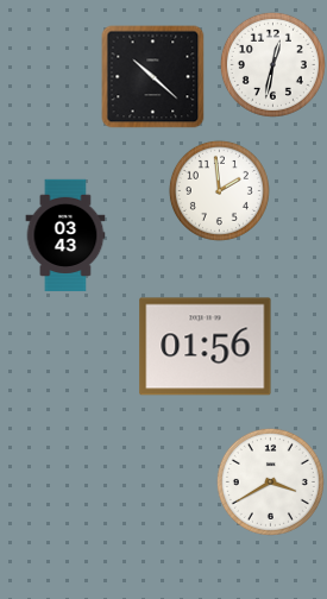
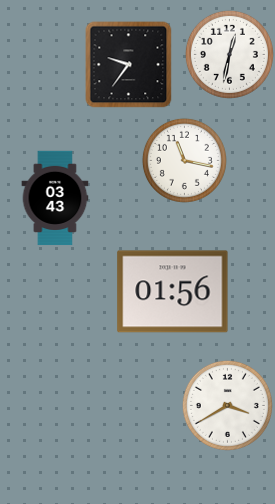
clock at (153, 77): 10:22 -> 9:36
clock at (219, 190): 1:59 -> 11:17
